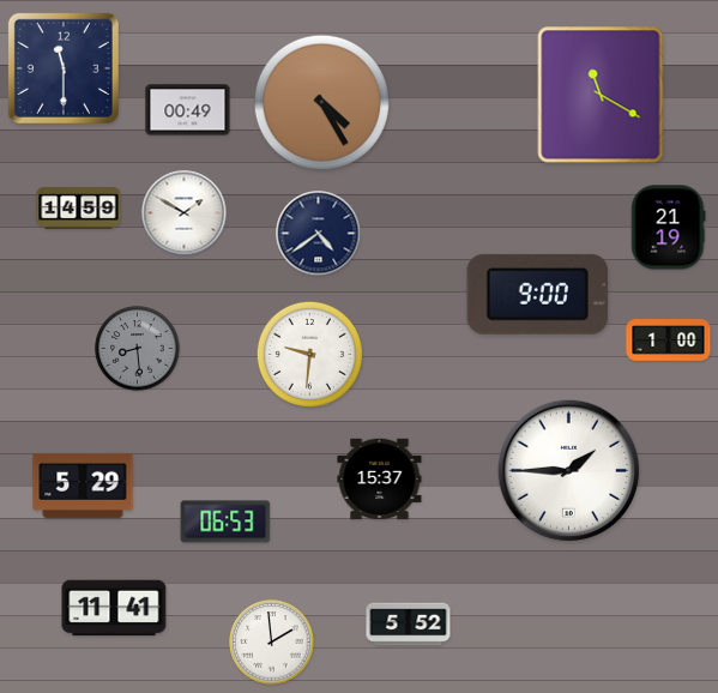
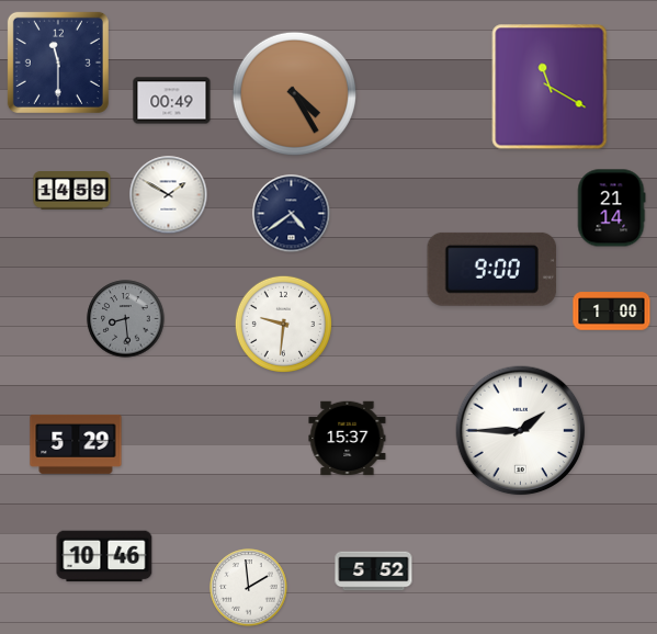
clock at (668, 228): 21:19 -> 21:14
clock at (225, 522): 06:53 -> none
clock at (114, 608): 11:41 -> 10:46
